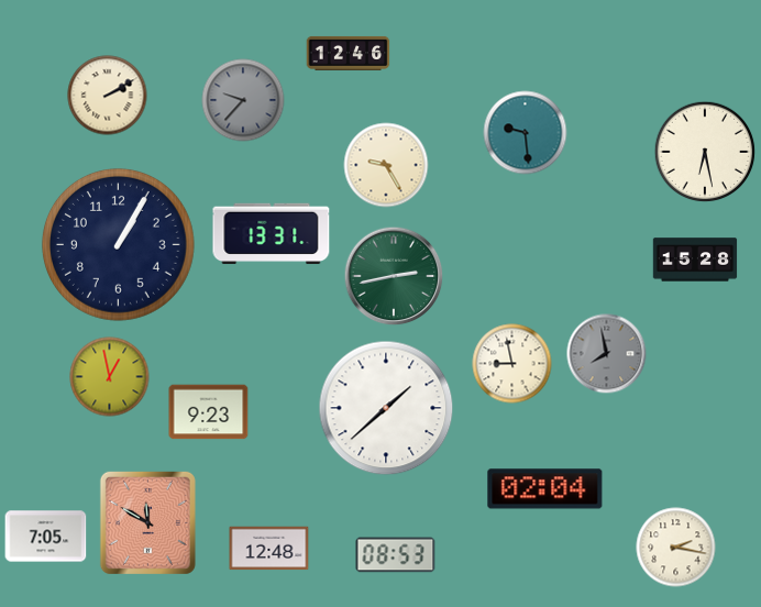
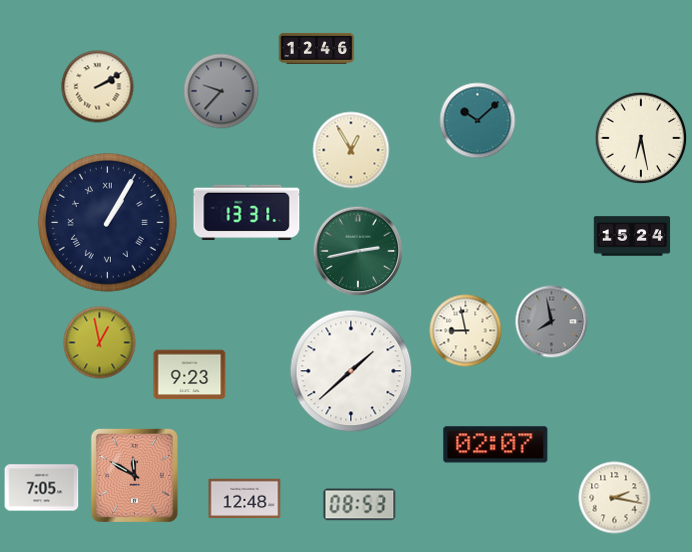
clock at (526, 133): 9:29 -> 10:08
clock at (386, 165): 9:25 -> 12:55
clock at (118, 244) numerals: Arabic -> Roman
clock at (695, 260): 15:28 -> 15:24
clock at (545, 489): 02:04 -> 02:07
